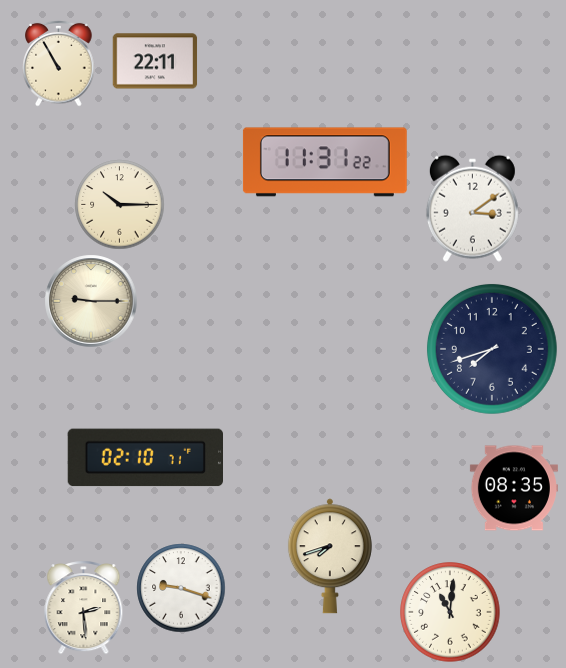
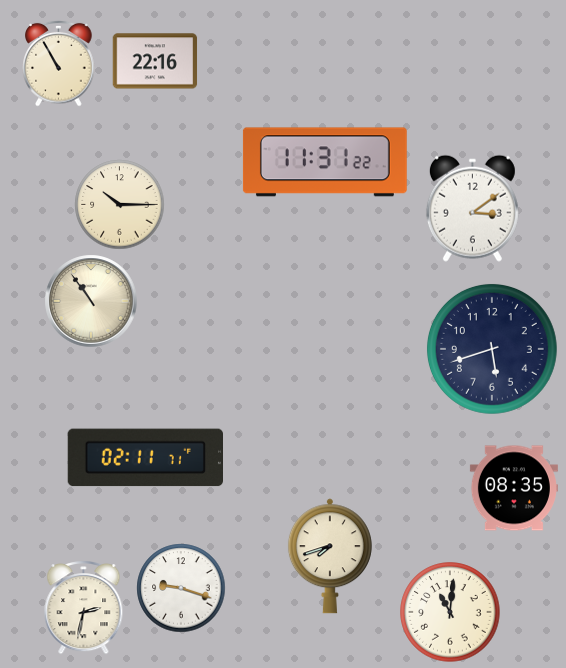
clock at (155, 61): 22:11 -> 22:16
clock at (91, 301): 9:15 -> 10:54
clock at (492, 349): 7:42 -> 5:42
clock at (145, 458): 02:10 -> 02:11
clock at (84, 608): 2:29 -> 2:32
